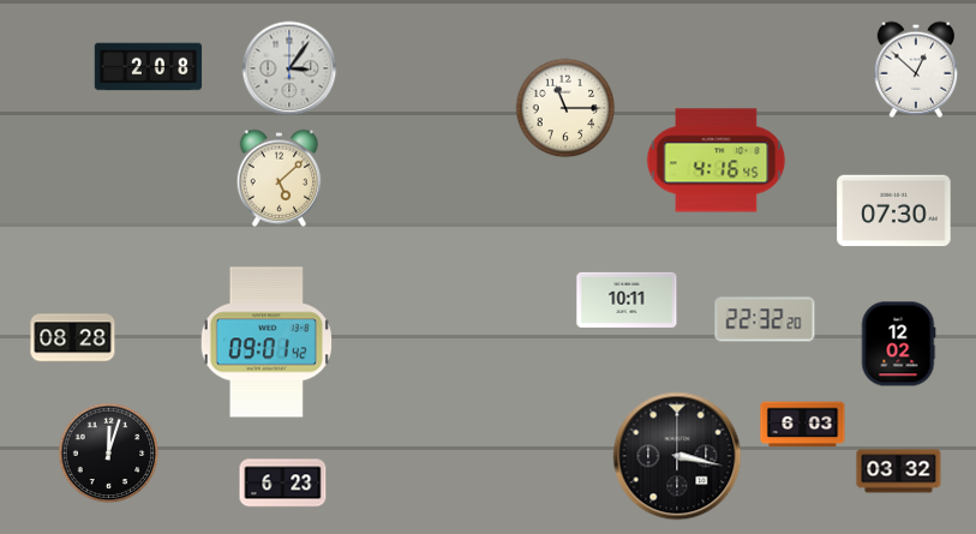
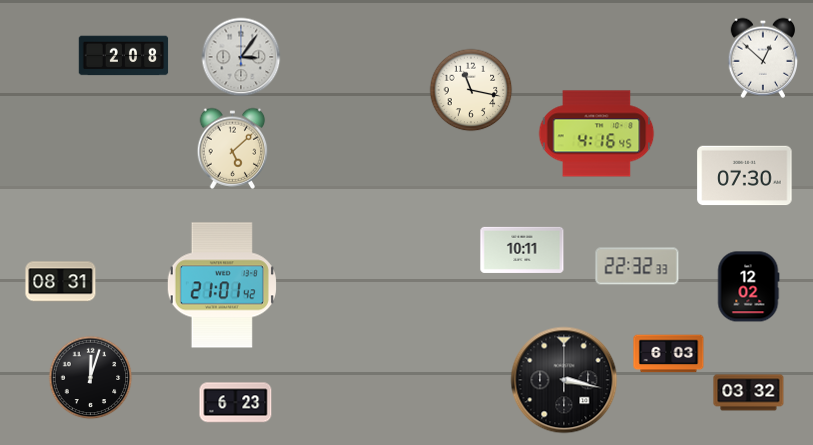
clock at (565, 108): 11:15 -> 11:17
clock at (765, 319): 22:32:20 -> 22:32:33
clock at (73, 338): 08:28 -> 08:31
clock at (267, 342): 09:01 -> 21:01
